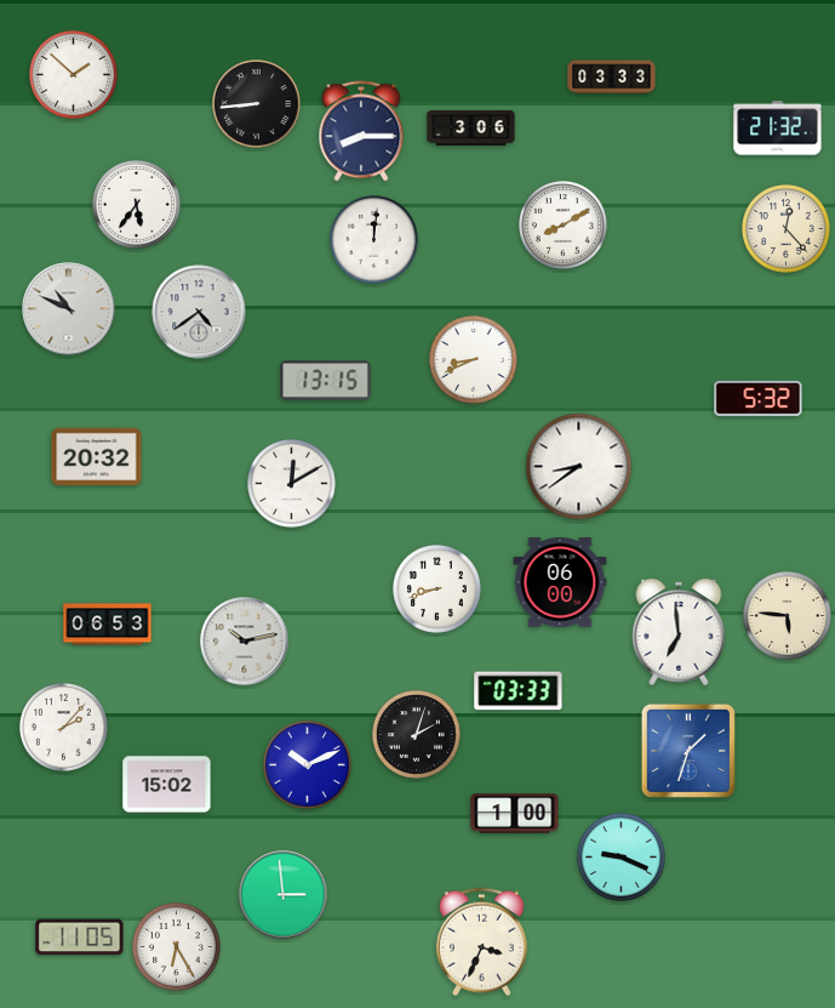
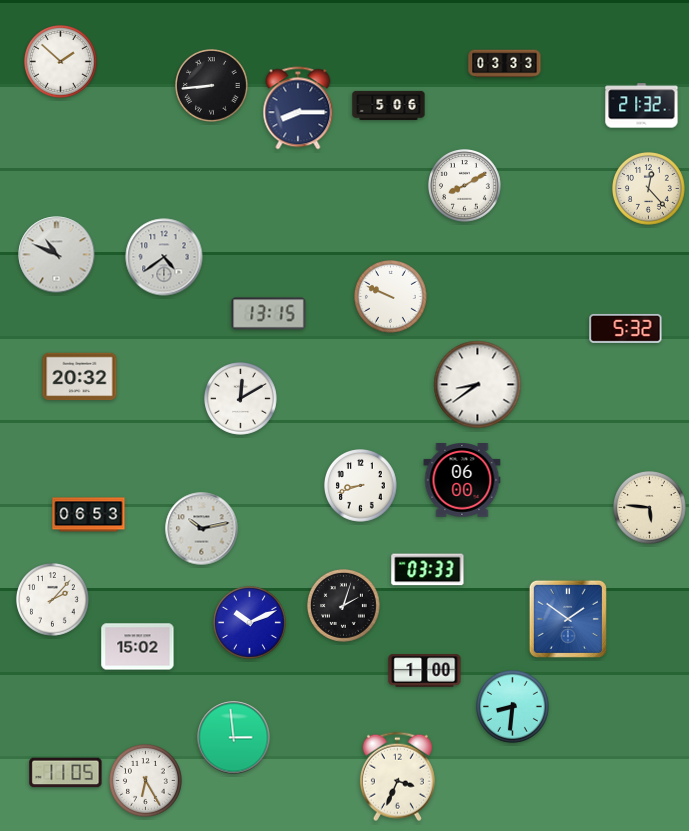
clock at (471, 127): 3:06 -> 5:06
clock at (137, 205): 5:36 -> none
clock at (374, 240): 12:01 -> none
clock at (474, 360): 8:41 -> 9:49
clock at (679, 632): 6:59 -> none
clock at (688, 751): 1:33 -> 1:51
clock at (308, 765) position: (308, 765) -> (250, 623)
clock at (622, 858): 9:19 -> 8:31
